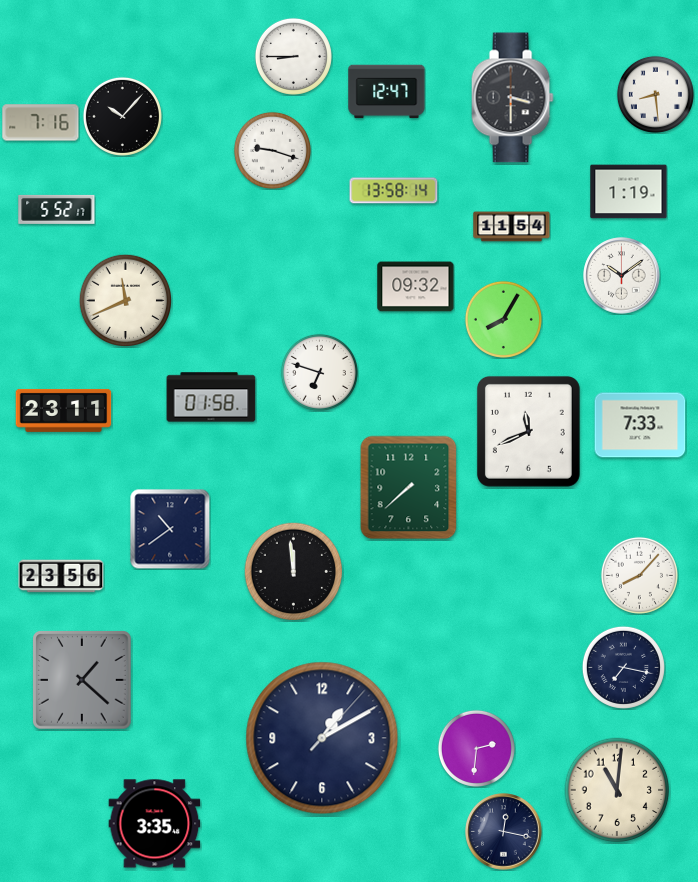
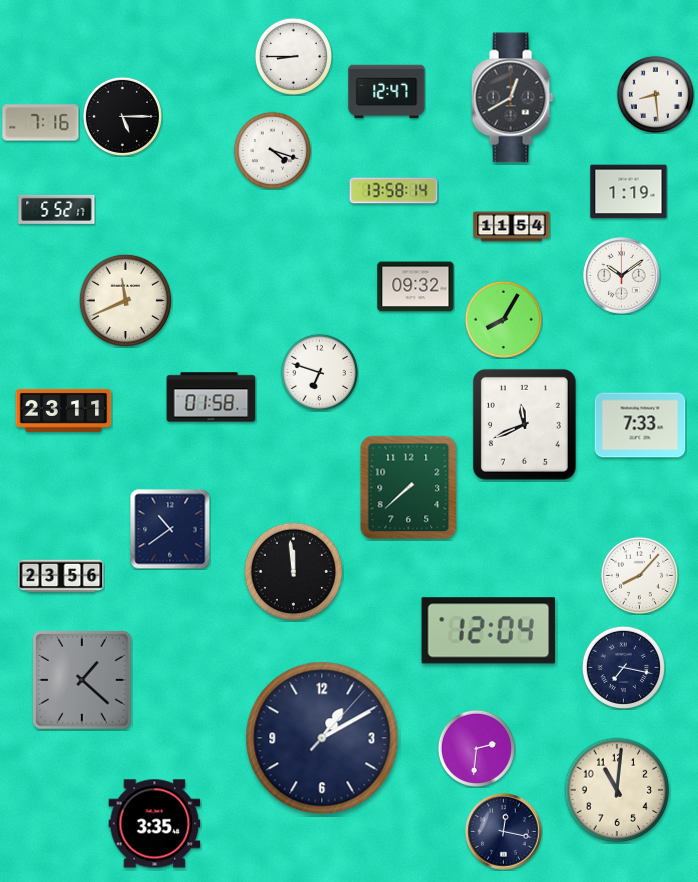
clock at (512, 98): 3:30 -> 12:40
clock at (122, 116): 10:07 -> 5:15
clock at (272, 150): 9:18 -> 4:18
clock at (528, 431) position: (528, 431) -> (524, 424)
clock at (489, 631): none -> 12:04
